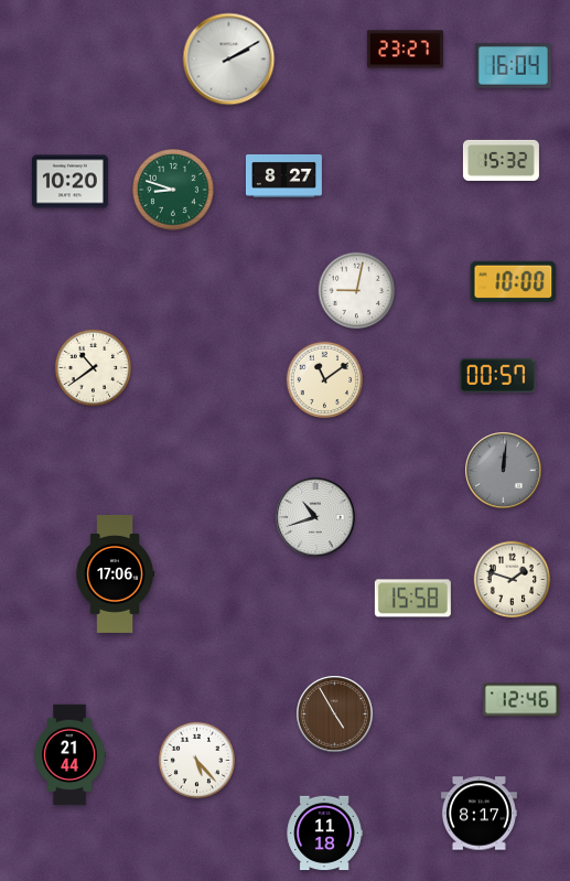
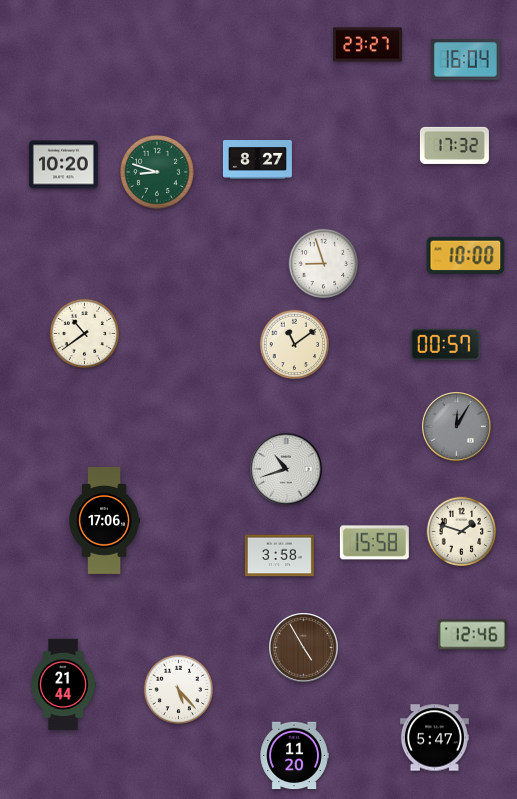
clock at (229, 60): 2:10 -> none
clock at (501, 160): 15:32 -> 17:32
clock at (357, 291): 9:02 -> 8:57
clock at (497, 375) position: (497, 375) -> (445, 344)
clock at (504, 471): 12:01 -> 12:05
clock at (513, 580) position: (513, 580) -> (462, 532)
clock at (279, 556): none -> 3:58
clock at (478, 814): 8:17 -> 5:47
clock at (324, 834): 11:18 -> 11:20
